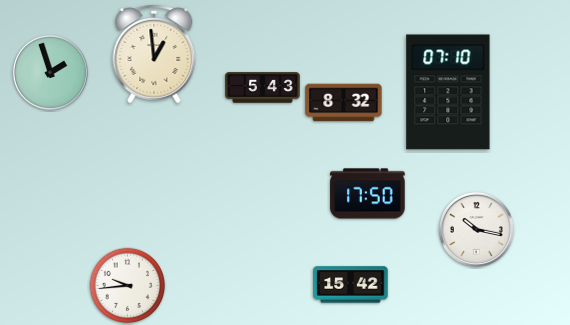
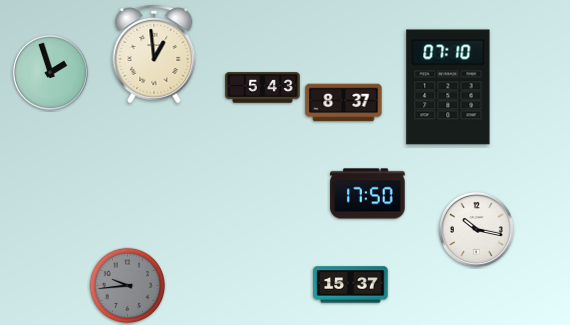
clock at (448, 92) position: (448, 92) -> (448, 87)
clock at (344, 103): 8:32 -> 8:37
clock at (351, 285): 15:42 -> 15:37
clock at (128, 286) dial: white -> grey
